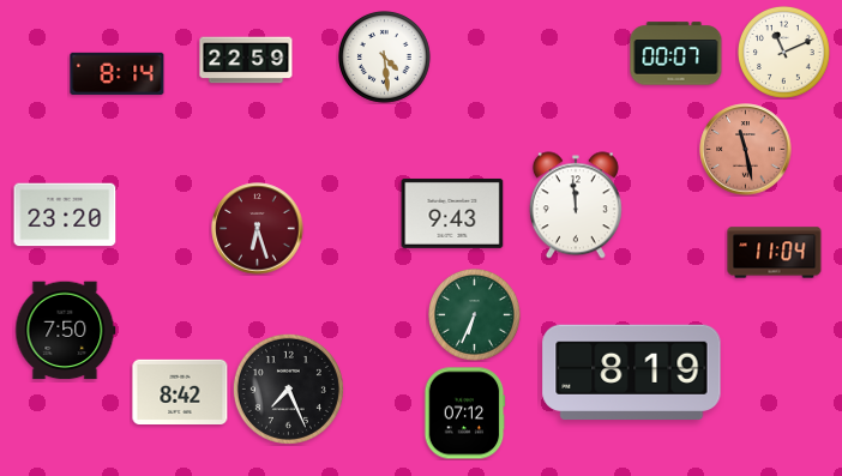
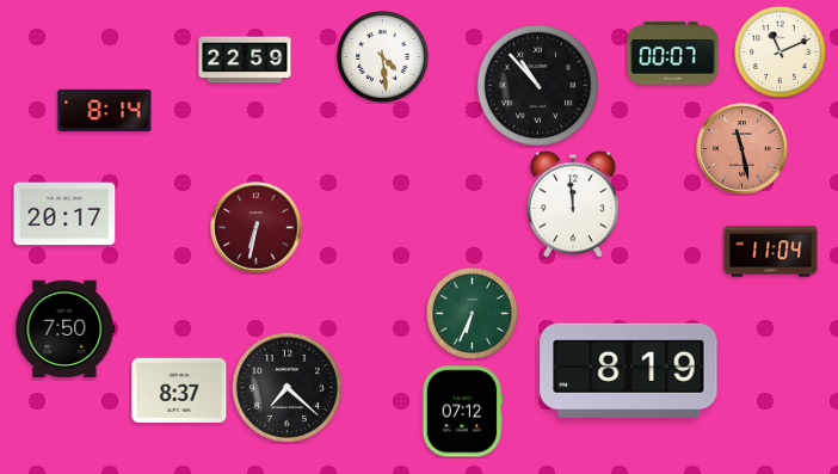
clock at (118, 73) position: (118, 73) -> (105, 110)
clock at (537, 85): none -> 10:53
clock at (452, 213): 9:43 -> none
clock at (65, 215): 23:20 -> 20:17
clock at (258, 229): 6:27 -> 6:32
clock at (288, 388): 7:26 -> 7:22
clock at (180, 391): 8:42 -> 8:37
